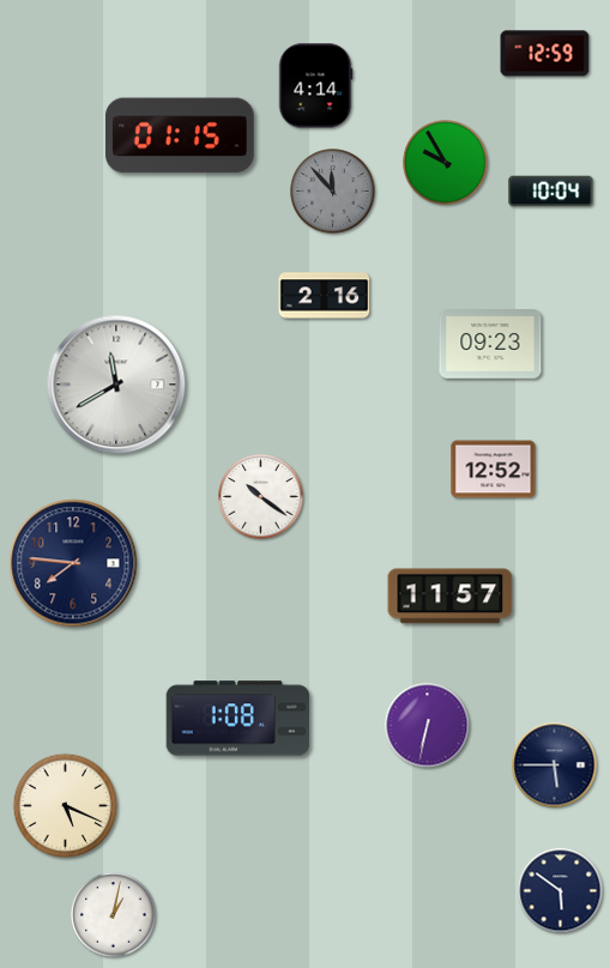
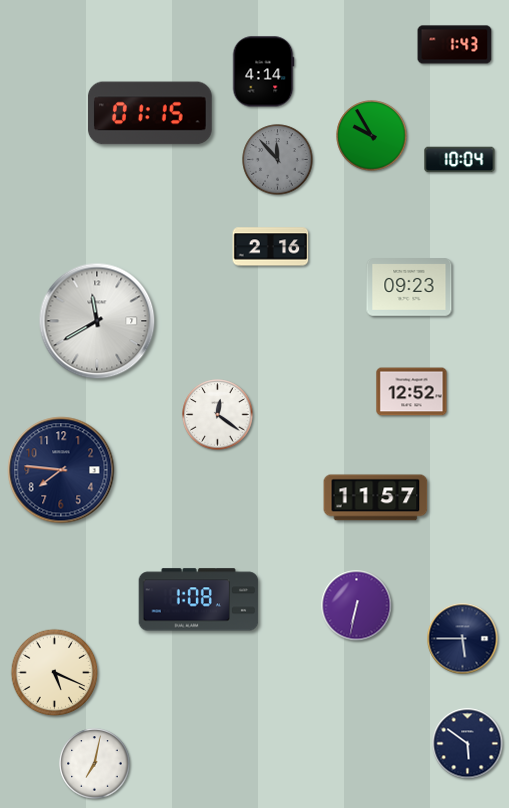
clock at (545, 54): 12:59 -> 1:43
clock at (261, 497): 10:21 -> 12:21
clock at (114, 915): 1:02 -> 7:02
